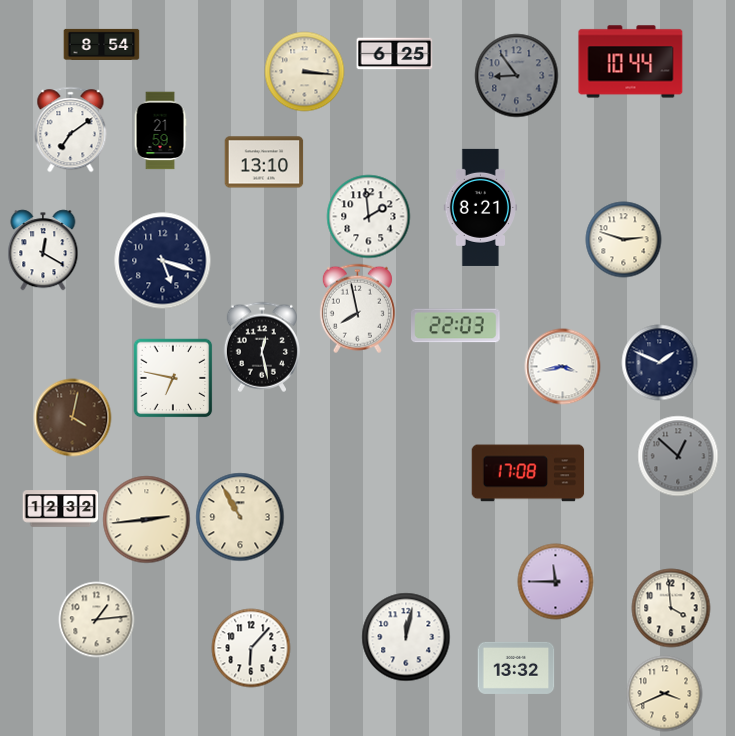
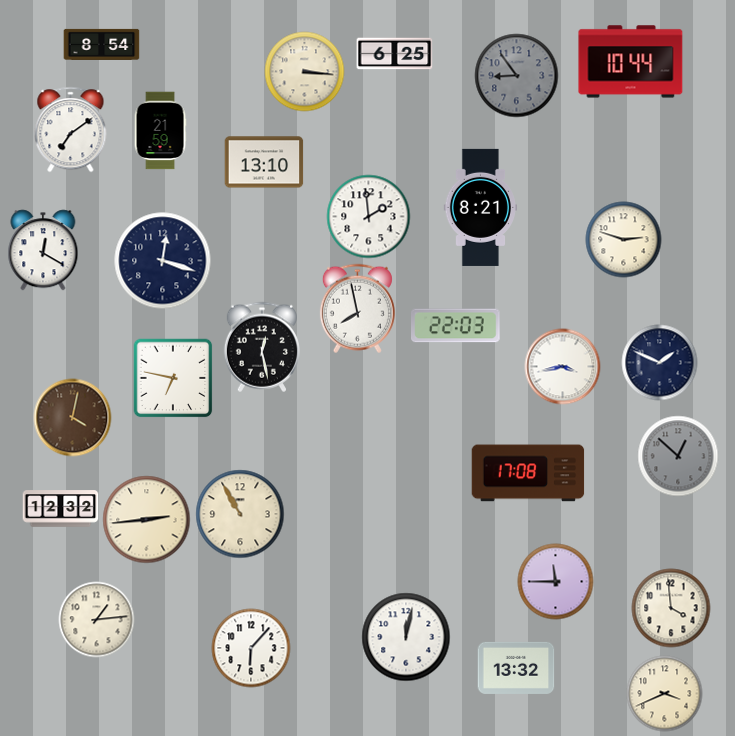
clock at (163, 261): 5:18 -> 12:18
clock at (240, 517) position: (240, 517) -> (240, 514)
